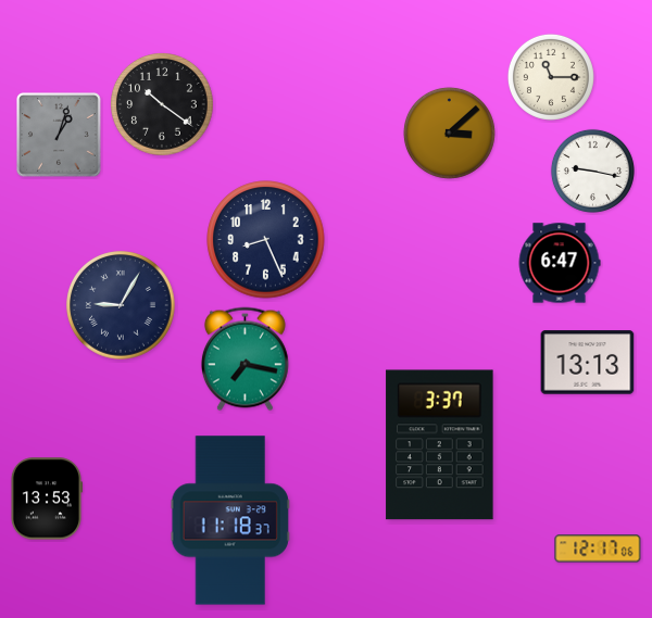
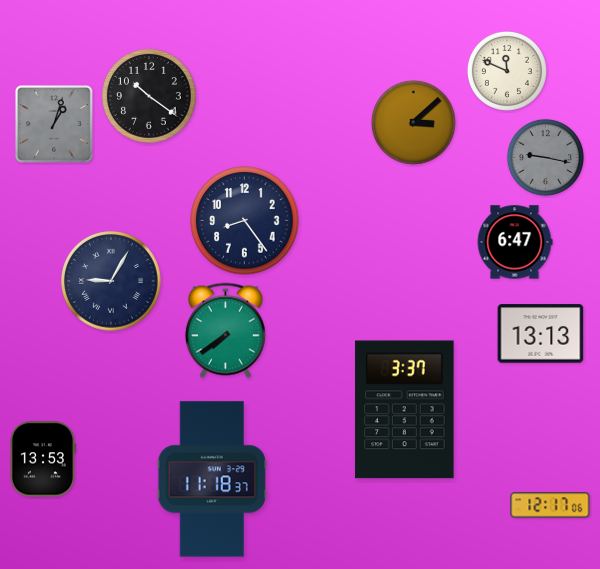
clock at (551, 77): 11:15 -> 11:49
clock at (592, 171) dial: white -> grey
clock at (266, 240): 8:26 -> 8:24
clock at (244, 360): 7:17 -> 7:39
